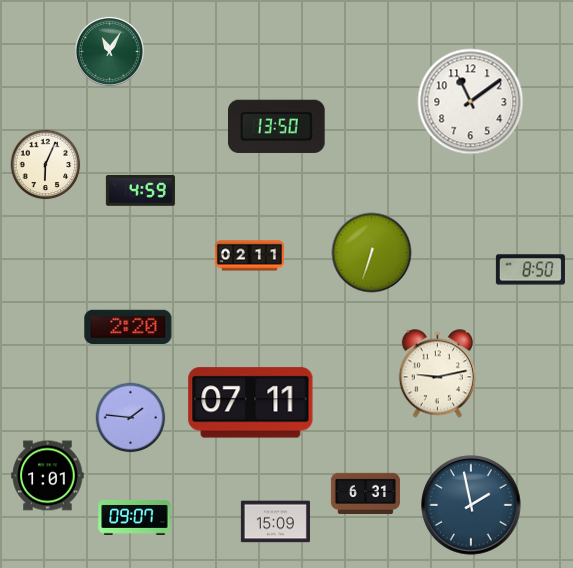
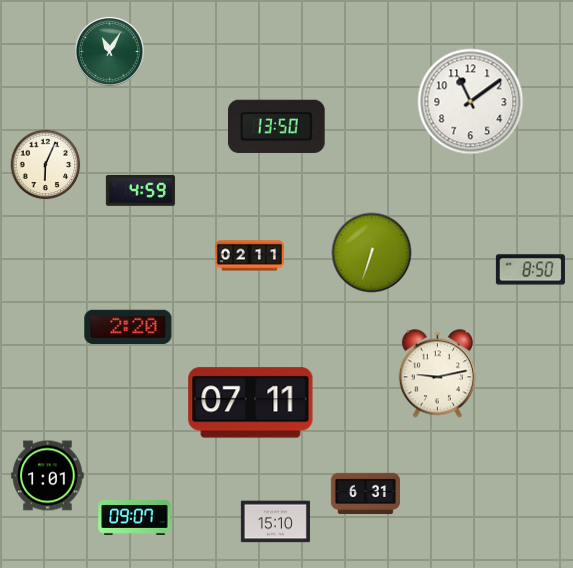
clock at (131, 418): 1:46 -> none
clock at (471, 505): 1:58 -> none
clock at (275, 522): 15:09 -> 15:10
